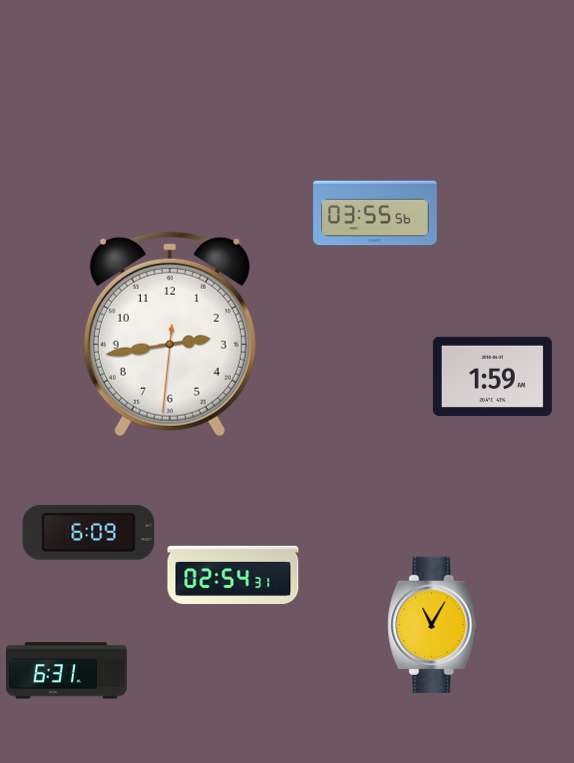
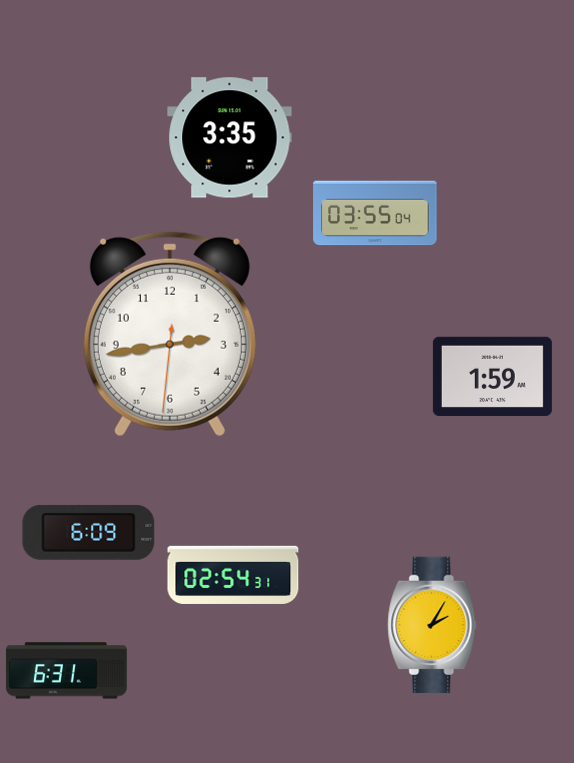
clock at (230, 138): none -> 3:35
clock at (375, 213): 03:55:56 -> 03:55:04
clock at (432, 625): 11:05 -> 2:05
